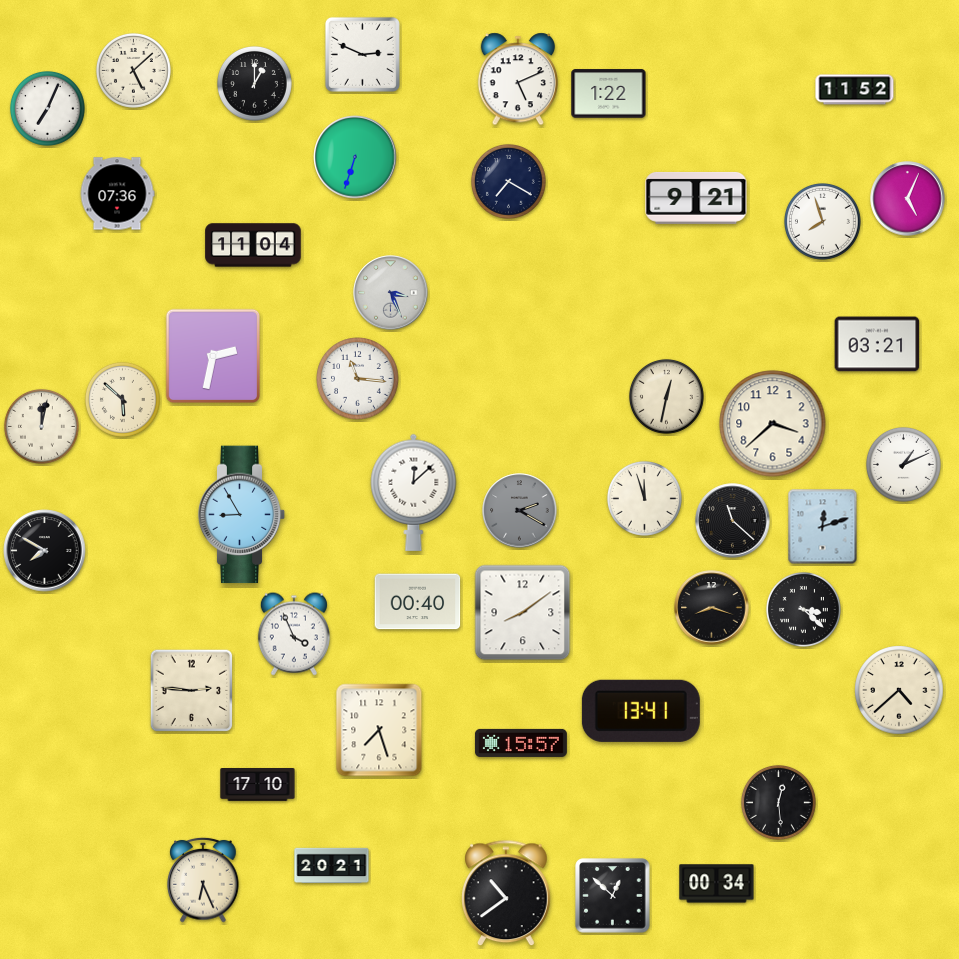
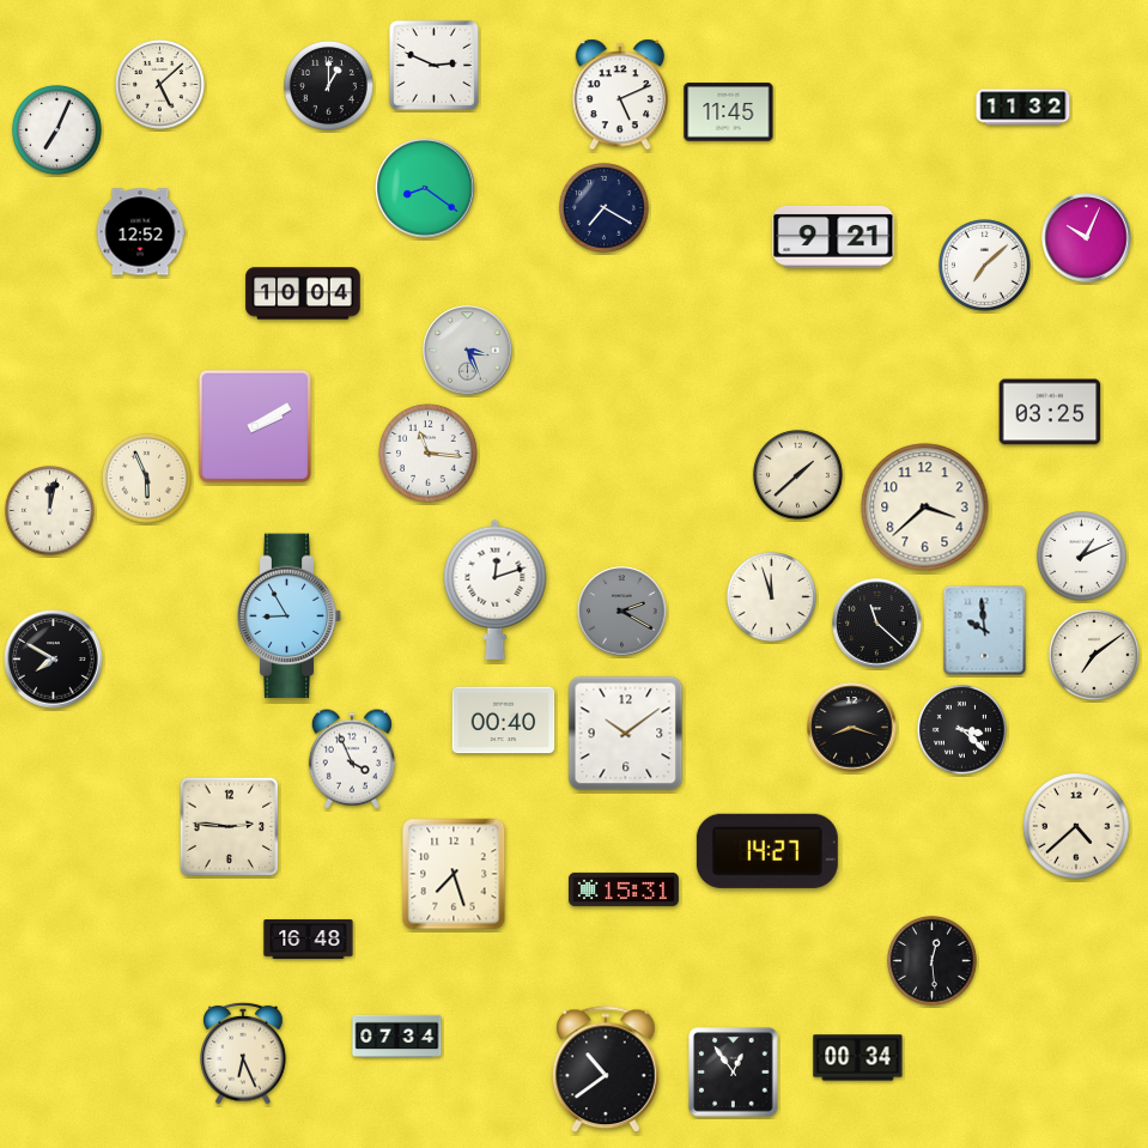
clock at (254, 83) position: (254, 83) -> (328, 85)
clock at (855, 90): 11:52 -> 11:32
clock at (609, 94): 1:22 -> 11:45
clock at (355, 157): 6:33 -> 8:21
clock at (508, 181) position: (508, 181) -> (603, 207)
clock at (117, 194): 07:36 -> 12:52
clock at (908, 199): 5:04 -> 10:04
clock at (823, 222): 7:57 -> 7:08
clock at (253, 245): 11:04 -> 10:04
clock at (877, 344): 03:21 -> 03:25
clock at (212, 355): 2:32 -> 2:10
clock at (666, 396): 12:32 -> 1:38
clock at (122, 399): 5:52 -> 5:56
clock at (414, 492): 12:08 -> 12:12
clock at (823, 527): 12:12 -> 9:59
clock at (1094, 655): none -> 7:09
clock at (418, 602) position: (418, 602) -> (504, 721)
clock at (523, 613): 8:09 -> 10:09
clock at (641, 711): 13:41 -> 14:27
clock at (521, 743): 15:57 -> 15:31
clock at (258, 785): 17:10 -> 16:48
clock at (332, 865): 20:21 -> 07:34
clock at (613, 896): 12:52 -> 12:54
